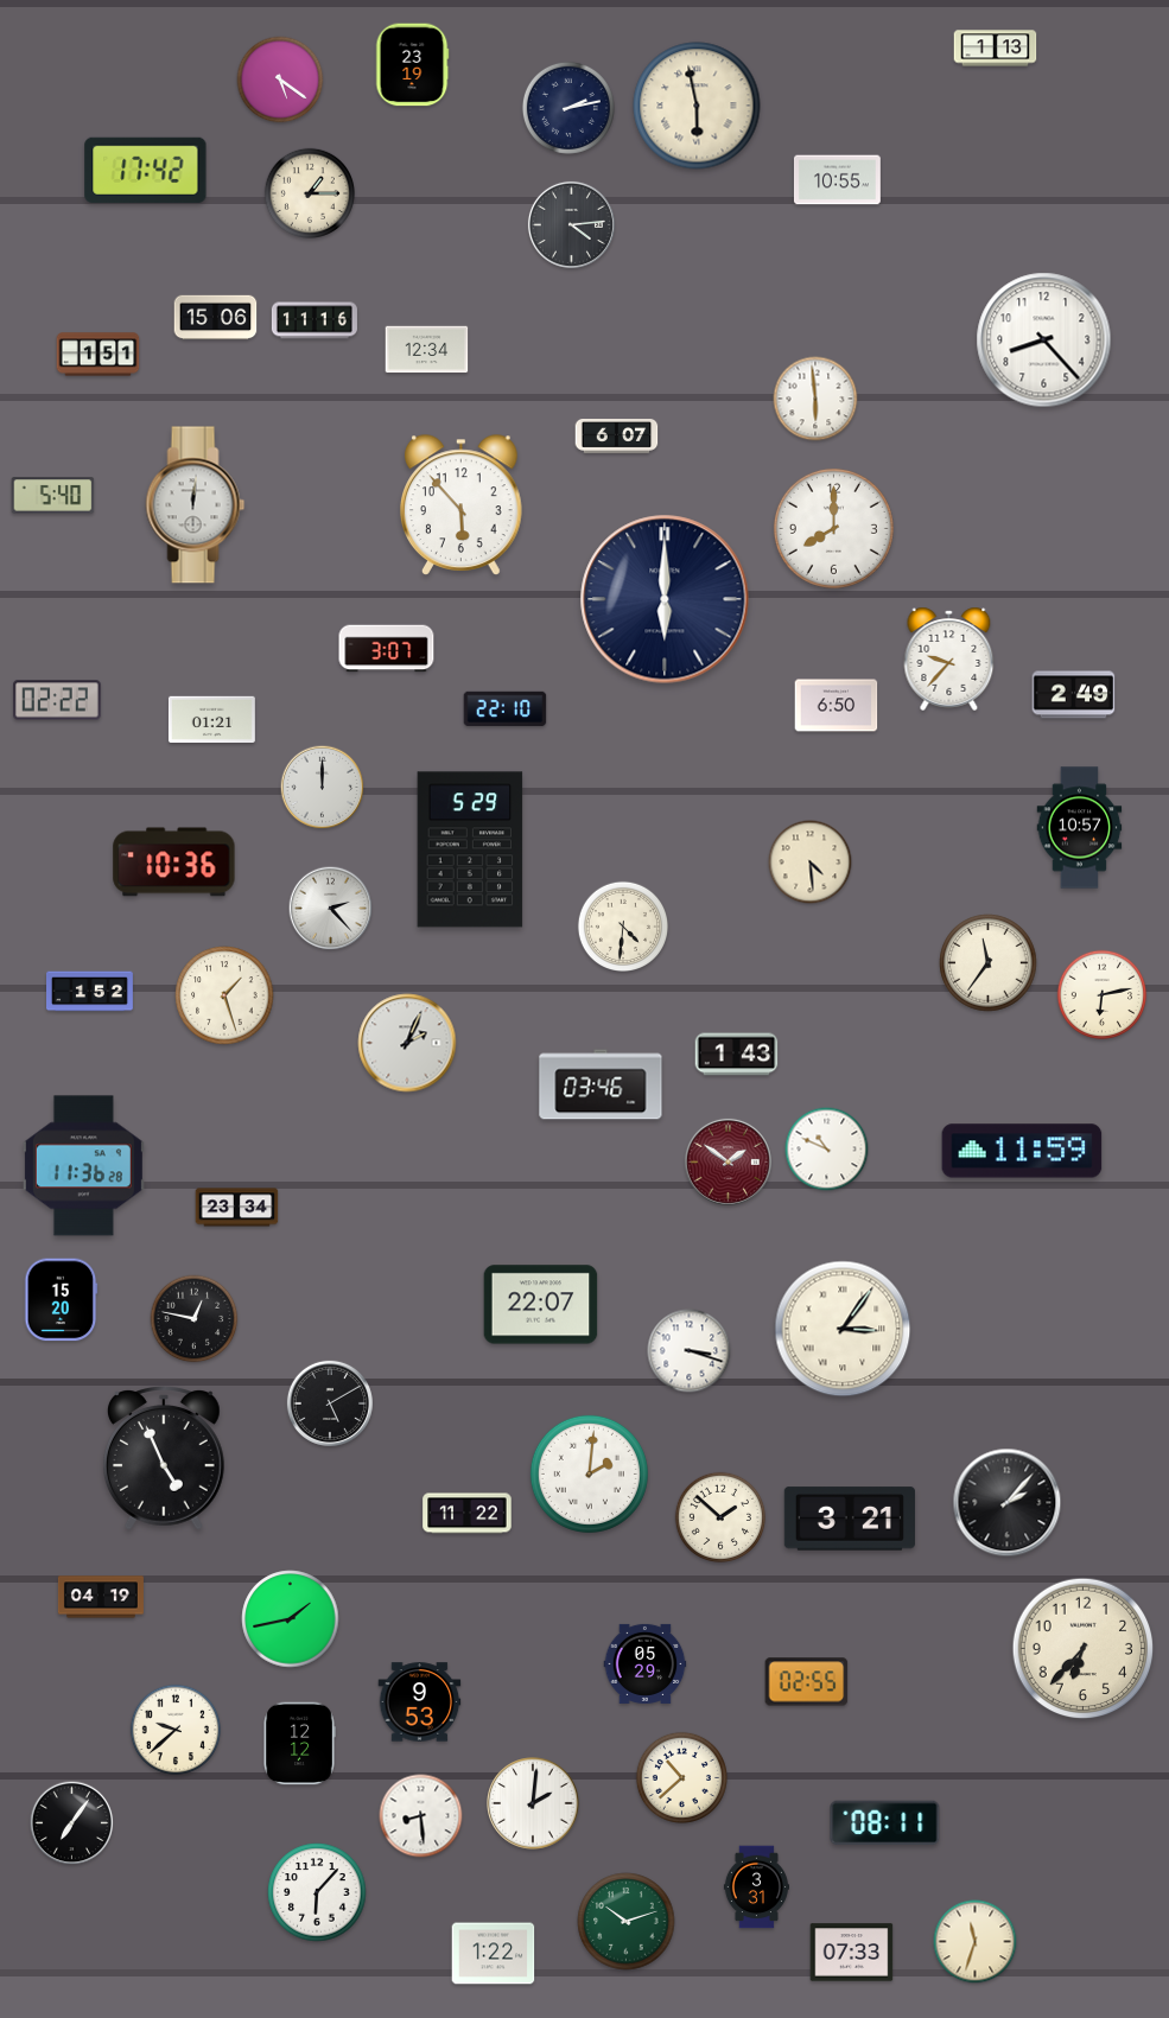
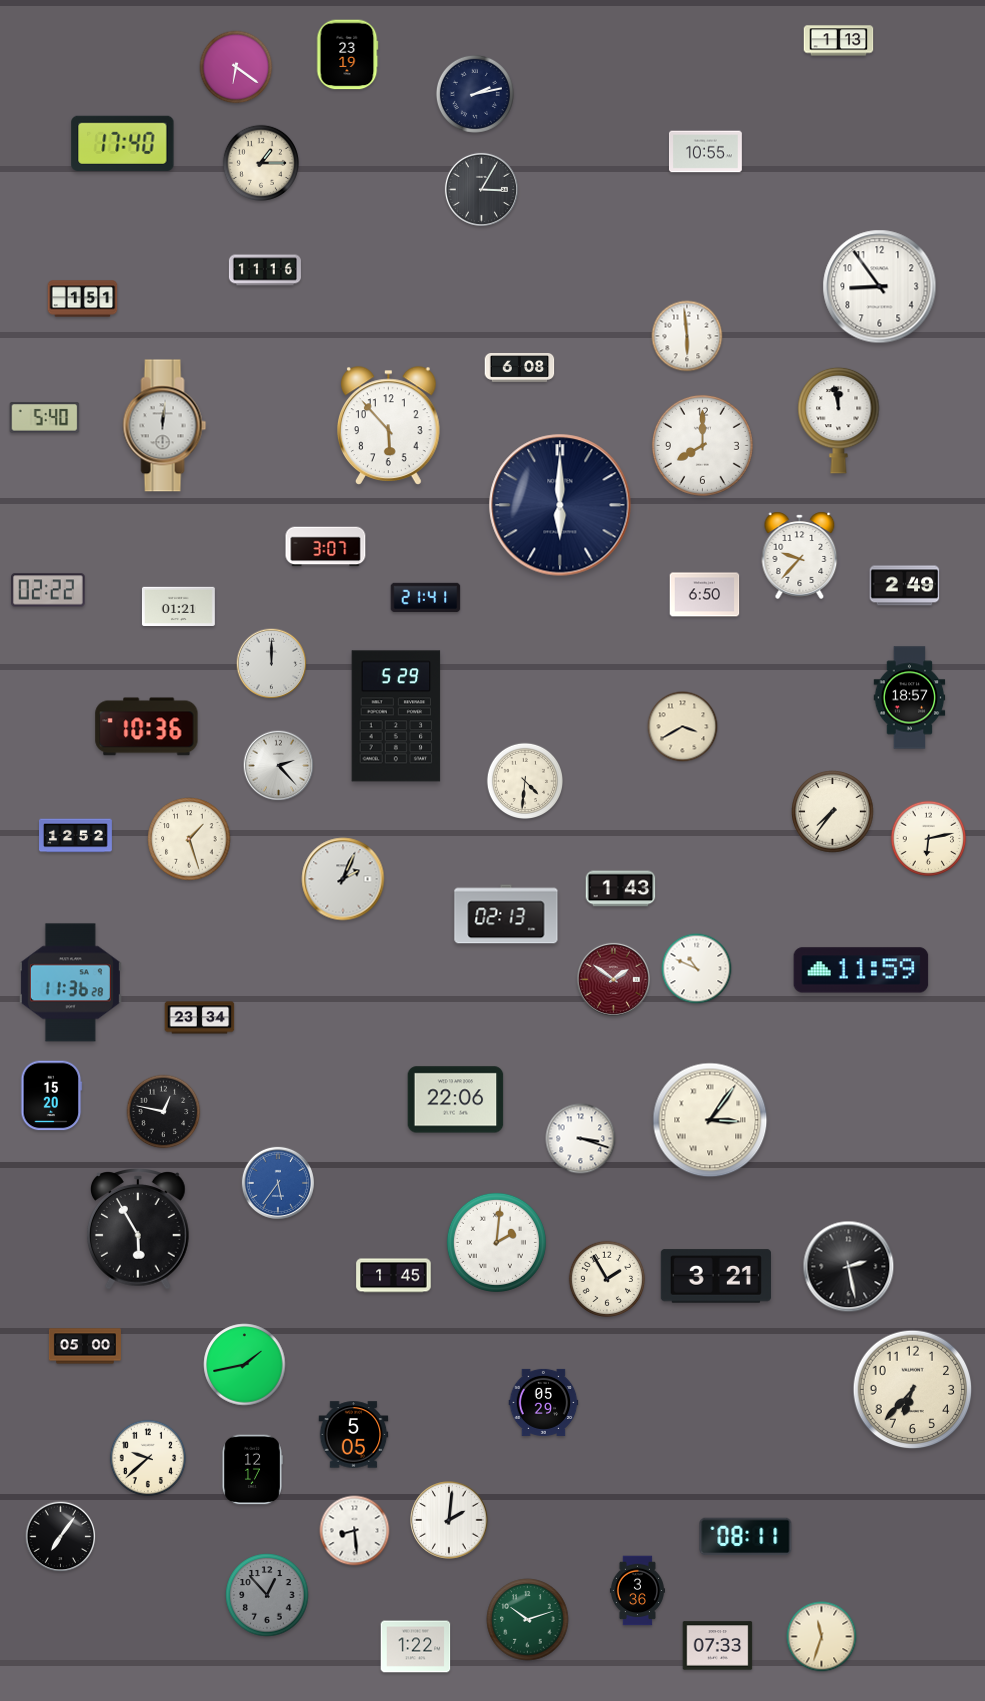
clock at (280, 79): 5:21 -> 6:21
clock at (697, 106): 5:58 -> none
clock at (568, 108) position: (568, 108) -> (475, 94)
clock at (146, 170): 17:42 -> 17:40
clock at (571, 224): 4:14 -> 3:05
clock at (216, 318): 15:06 -> none
clock at (1044, 340): 8:23 -> 8:54
clock at (427, 350): 12:34 -> none
clock at (617, 437): 6:07 -> 6:08
clock at (839, 420): none -> 11:58
clock at (506, 709): 22:10 -> 21:41
clock at (1080, 828): 10:57 -> 18:57
clock at (811, 862): 4:29 -> 3:40
clock at (989, 963): 11:36 -> 7:36
clock at (90, 992): 1:52 -> 12:52
clock at (601, 1084): 03:46 -> 02:13
clock at (541, 1305): 22:07 -> 22:06
clock at (330, 1403): 5:10 -> 5:36
clock at (330, 1403) dial: black -> blue
clock at (164, 1459): 4:56 -> 5:55
clock at (1008, 1503): 2:07 -> 2:28
clock at (468, 1514): 11:22 -> 1:45
clock at (719, 1516): 1:52 -> 1:55
clock at (850, 1519) position: (850, 1519) -> (716, 1276)
clock at (101, 1597): 04:19 -> 05:00
clock at (807, 1682): 02:55 -> none
clock at (420, 1702): 9:53 -> 5:05
clock at (299, 1744): 12:12 -> 12:17
clock at (681, 1777): 10:38 -> none
clock at (756, 1888): 3:31 -> 3:36
clock at (317, 1892): 6:07 -> 12:53
clock at (317, 1892) dial: white -> grey
